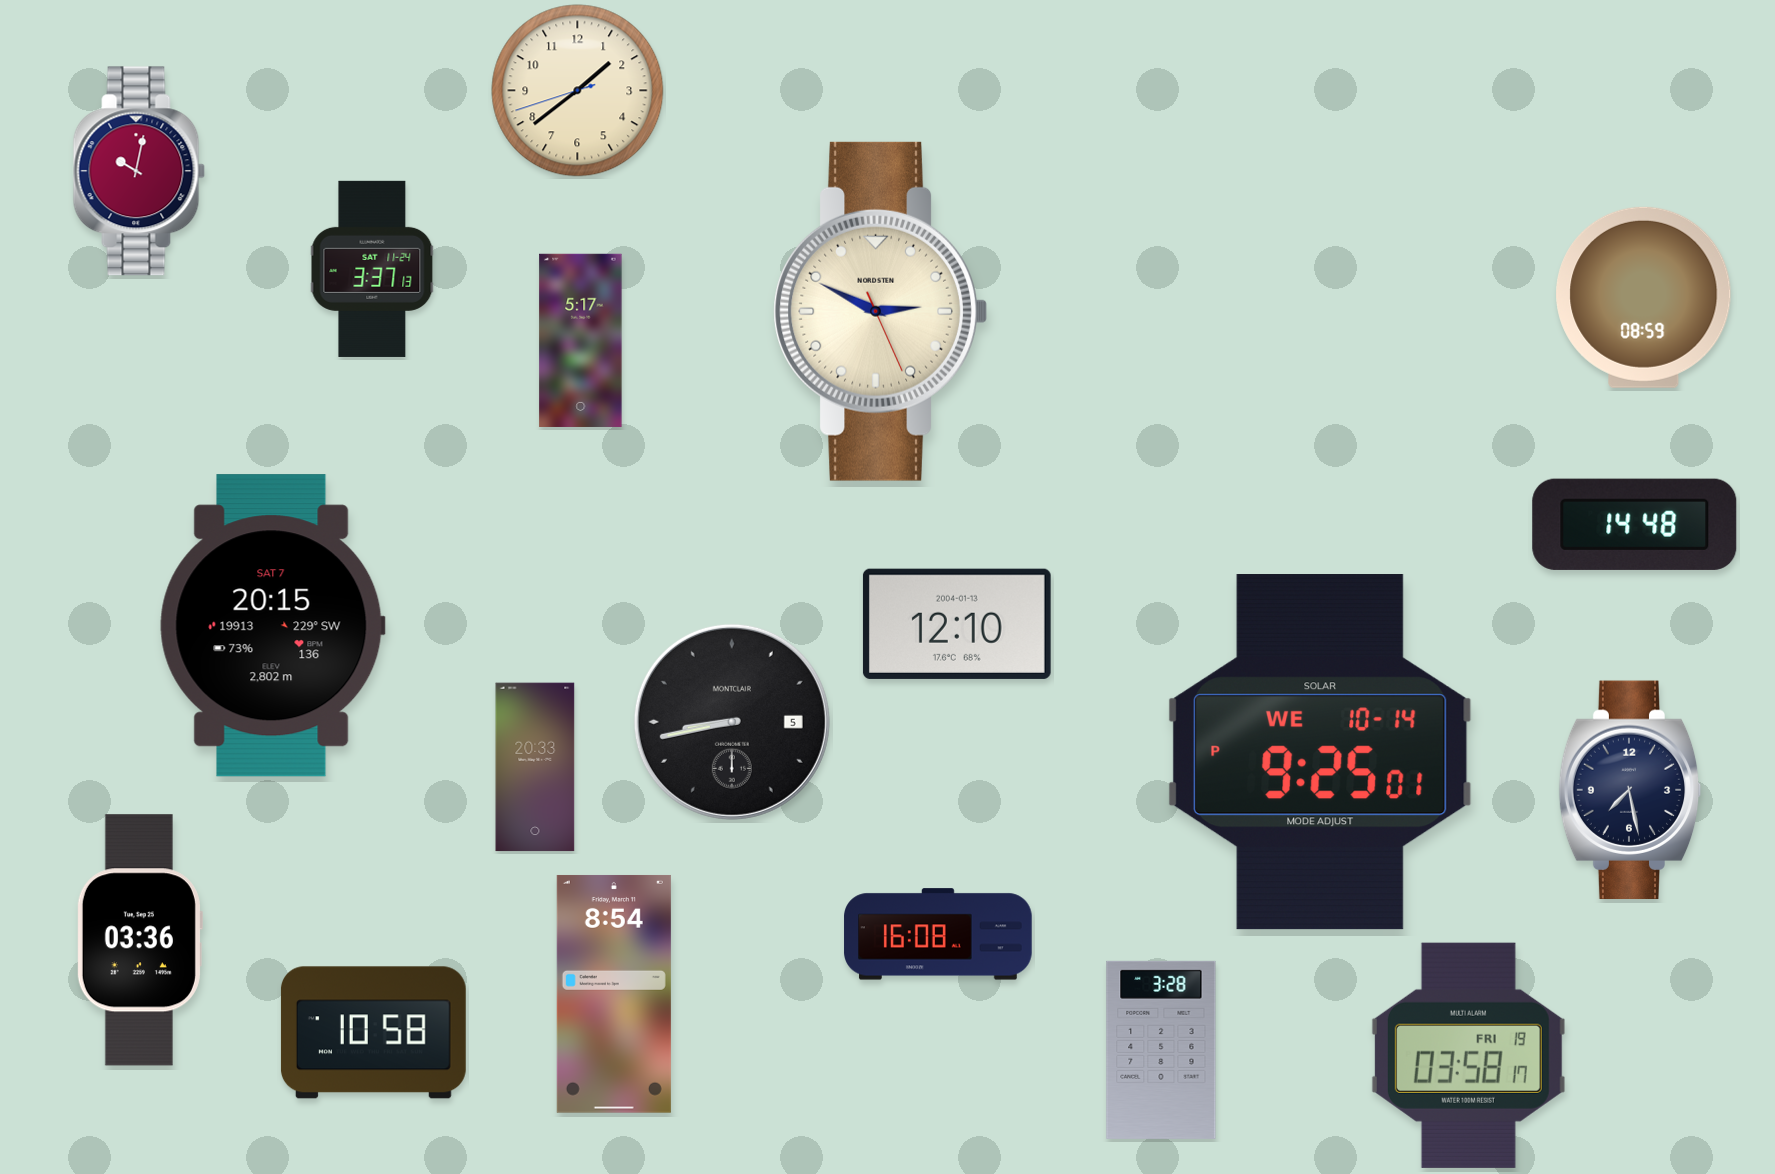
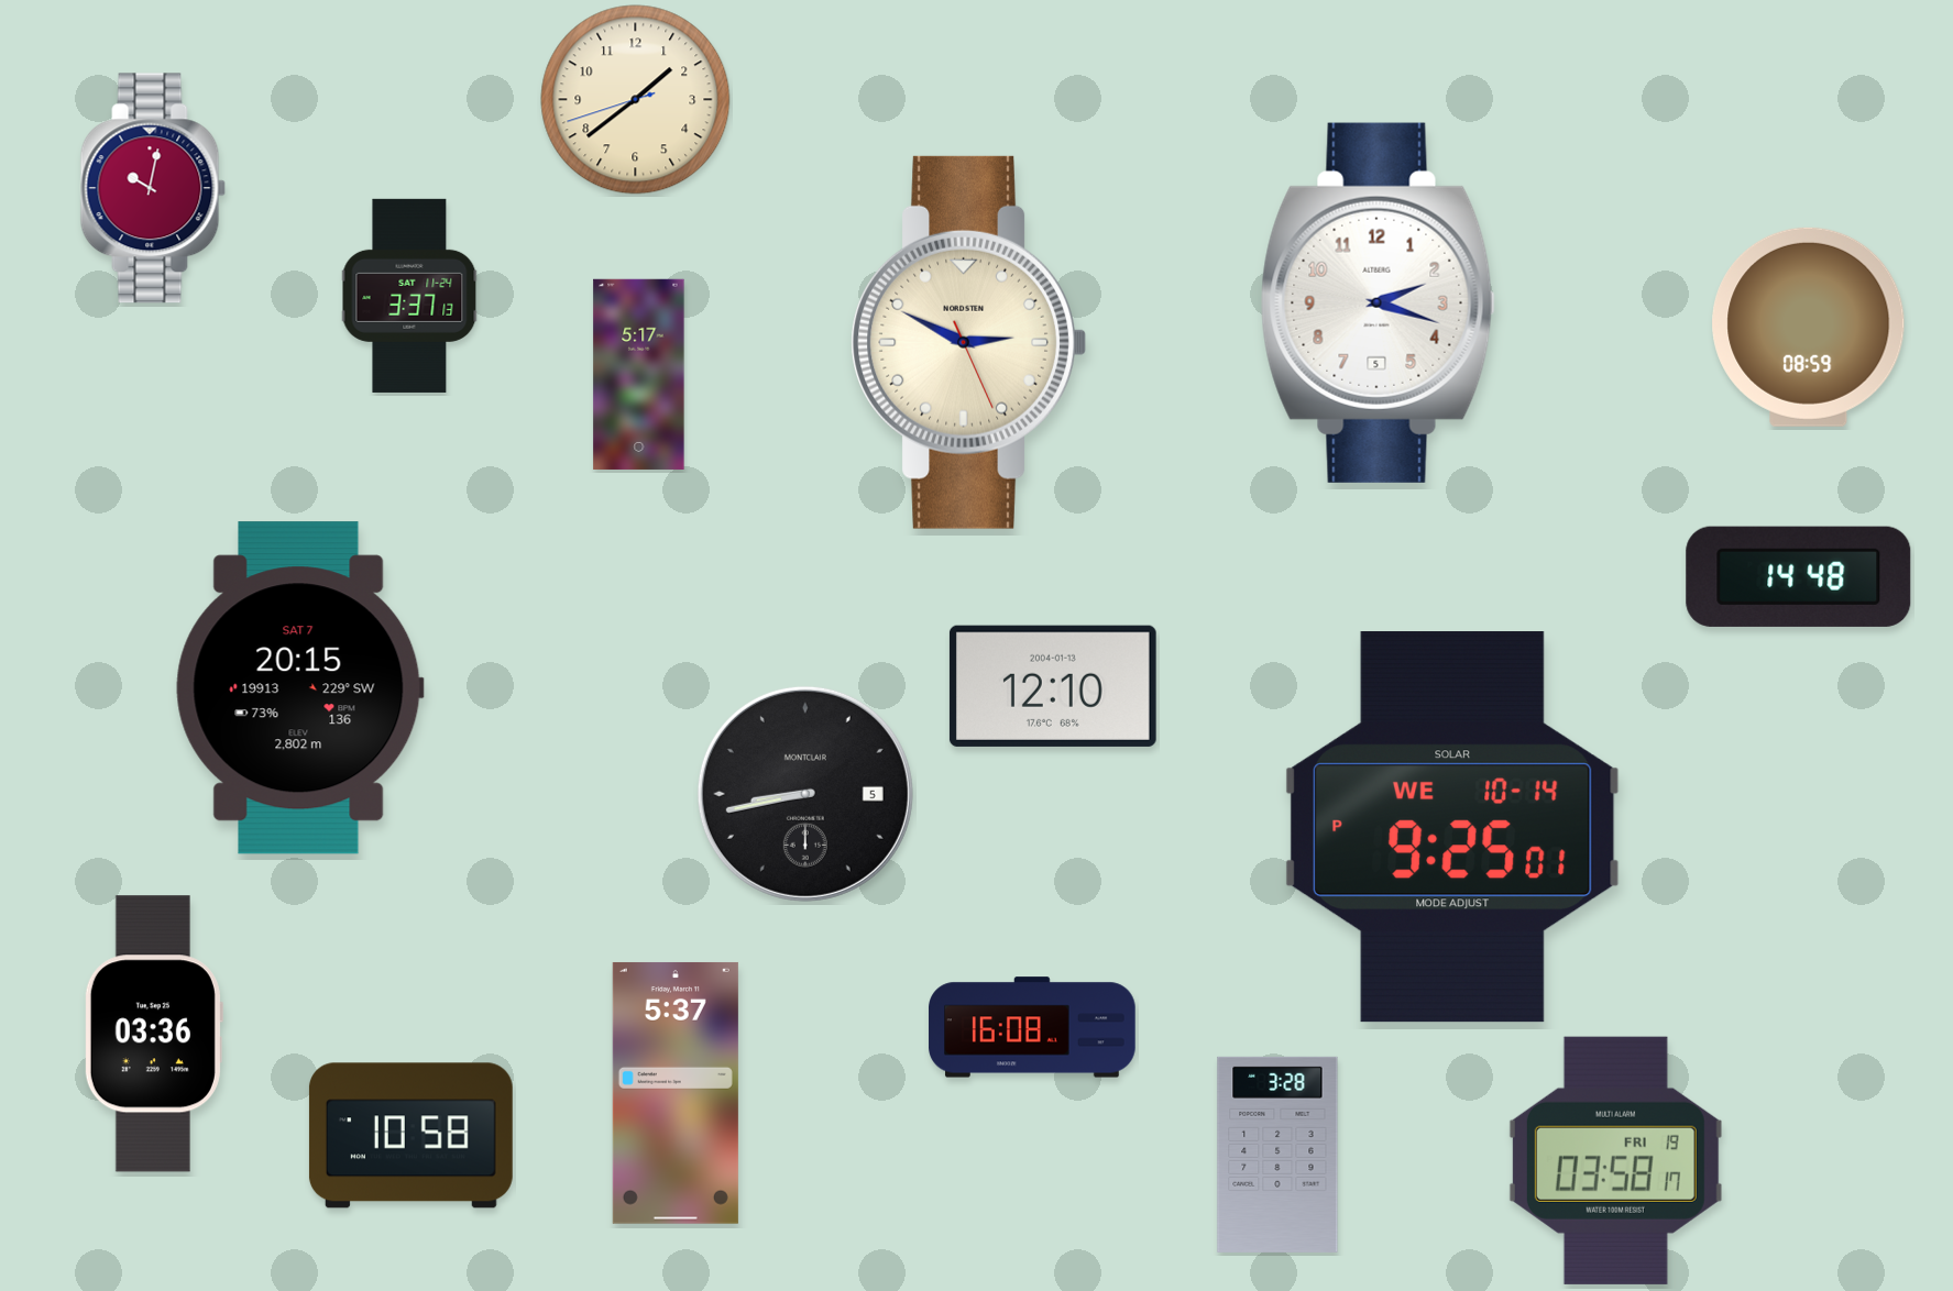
clock at (1378, 302): none -> 2:18
clock at (535, 767): 20:33 -> none
clock at (1630, 790): 7:28 -> none
clock at (614, 994): 8:54 -> 5:37
